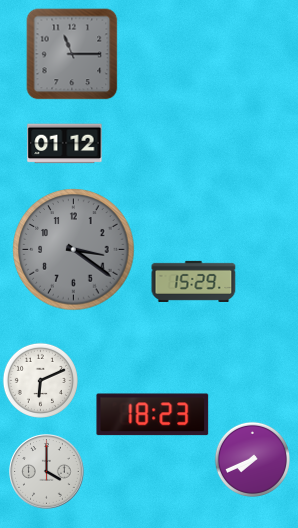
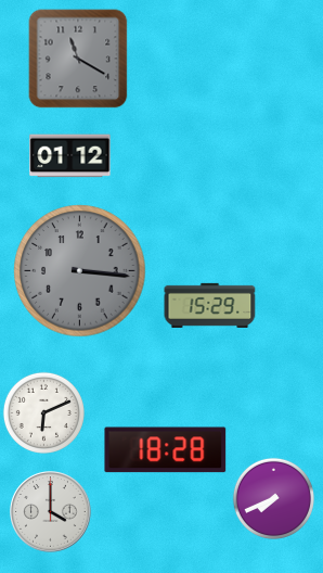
clock at (72, 54): 11:15 -> 11:20
clock at (74, 250): 3:21 -> 3:16
clock at (153, 415): 18:23 -> 18:28
